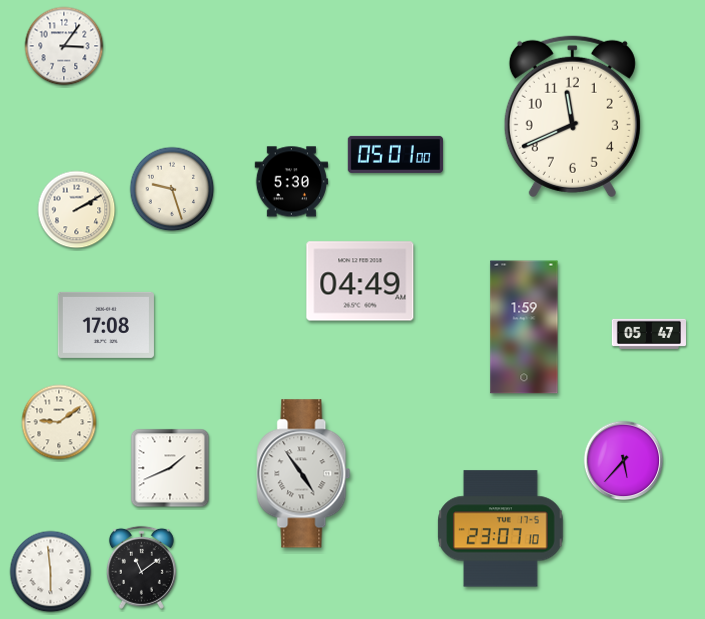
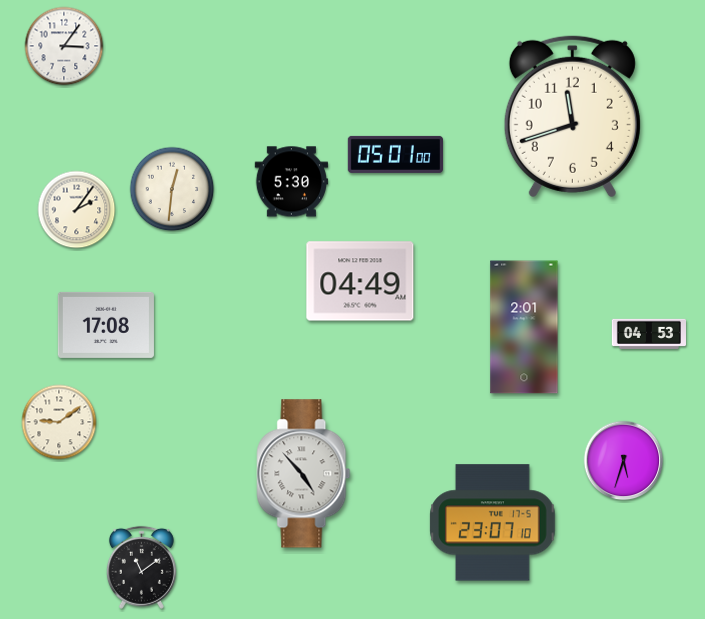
clock at (572, 116): 11:41 -> 11:42
clock at (172, 189): 9:27 -> 12:31
clock at (77, 210): 2:10 -> 2:06
clock at (524, 327): 1:59 -> 2:01
clock at (648, 334): 05:47 -> 04:53
clock at (624, 461): 5:37 -> 5:33
clock at (170, 468): 1:41 -> none
clock at (304, 474): 4:54 -> 4:53
clock at (501, 529) position: (501, 529) -> (493, 523)
clock at (51, 572): 5:59 -> none
